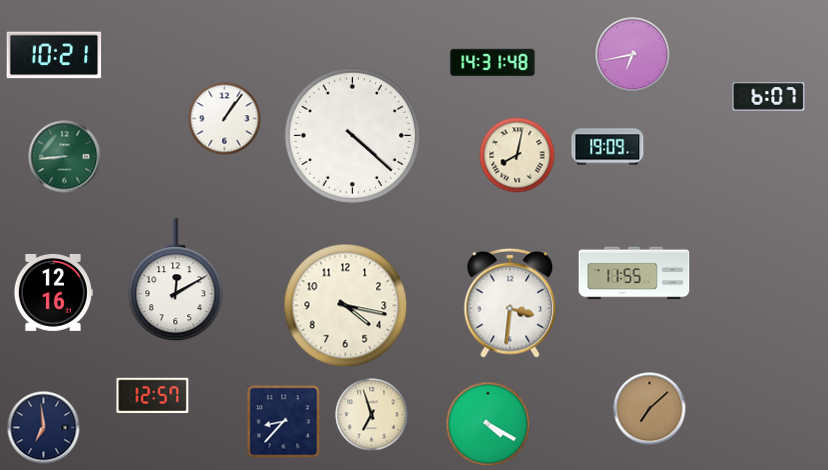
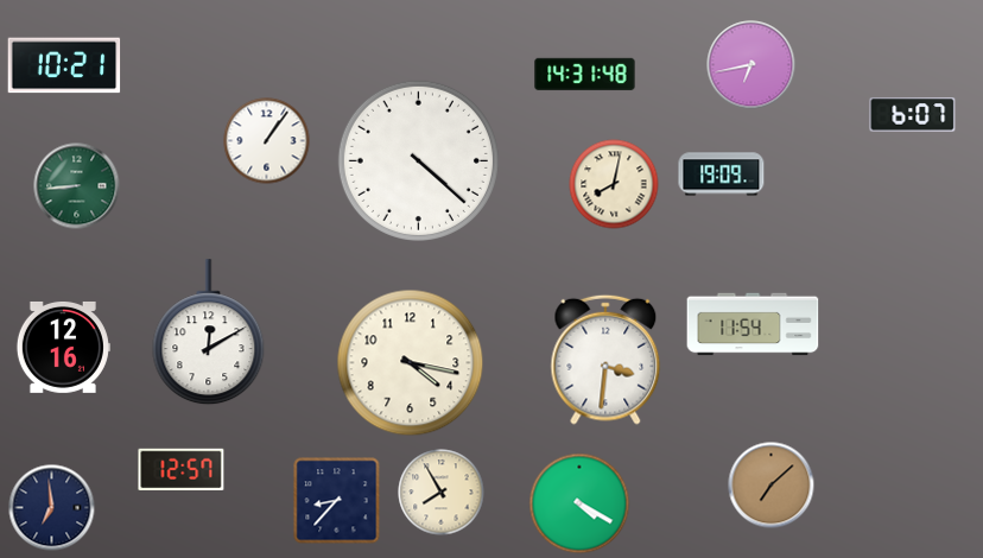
clock at (634, 273): 11:55 -> 11:54
clock at (372, 415): 6:57 -> 7:55
